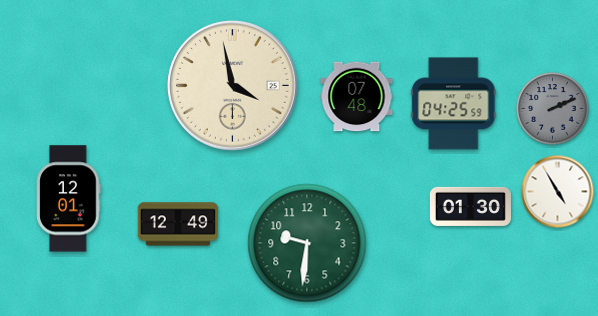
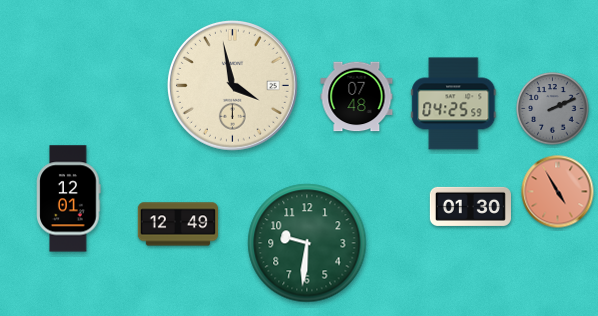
clock at (558, 192) dial: white -> salmon
